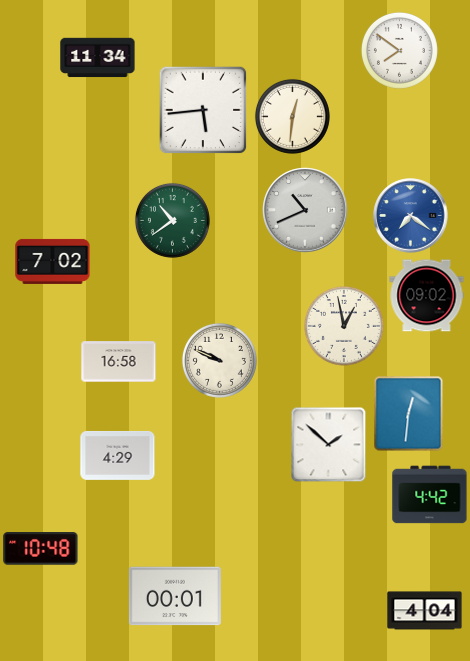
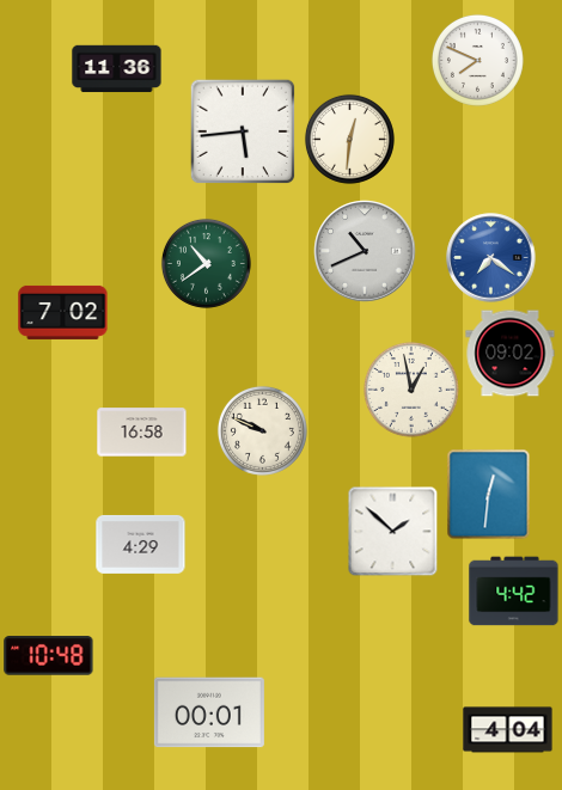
clock at (399, 50): 7:51 -> 7:49
clock at (98, 58): 11:34 -> 11:36
